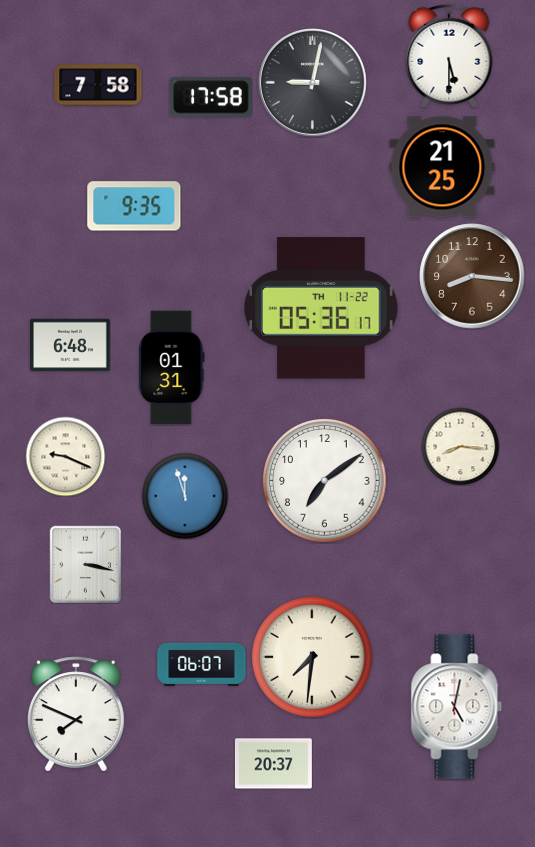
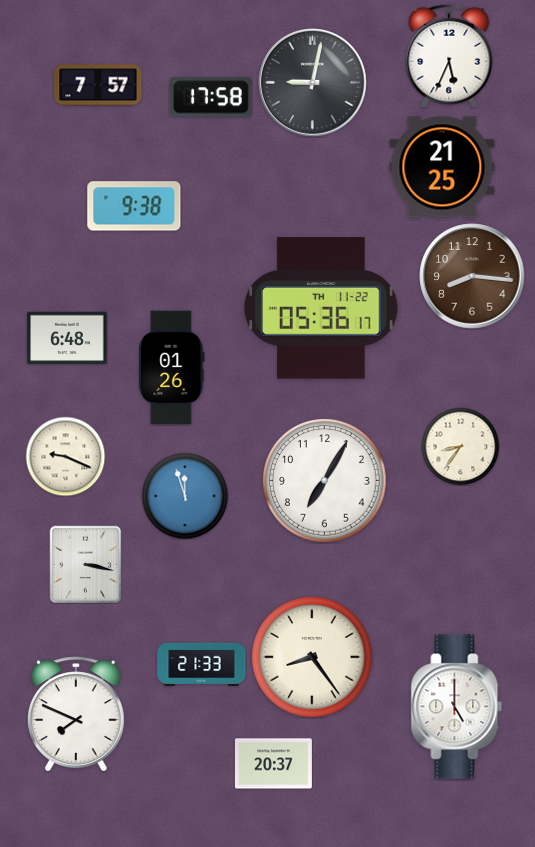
clock at (449, 56): 5:30 -> 5:34
clock at (98, 85): 7:58 -> 7:57
clock at (134, 206): 9:35 -> 9:38
clock at (70, 345) position: (70, 345) -> (67, 338)
clock at (172, 368): 01:31 -> 01:26
clock at (460, 446): 8:16 -> 8:36
clock at (325, 481): 7:09 -> 7:05
clock at (312, 657): 7:31 -> 8:24
clock at (202, 664): 06:07 -> 21:33
clock at (457, 707): 5:02 -> 5:00
